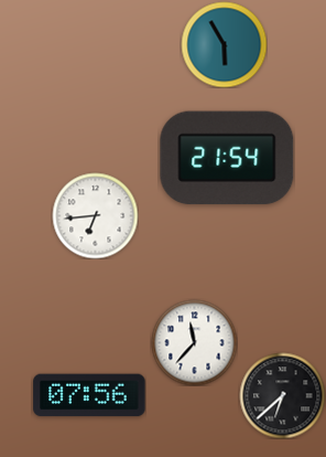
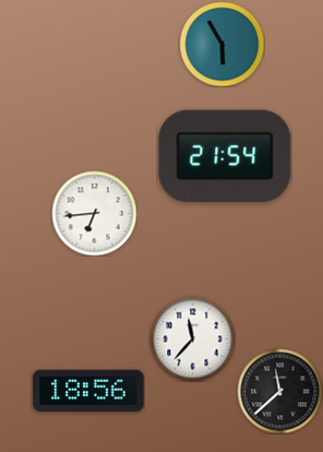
clock at (89, 395): 07:56 -> 18:56
clock at (282, 395): 6:38 -> 11:38
